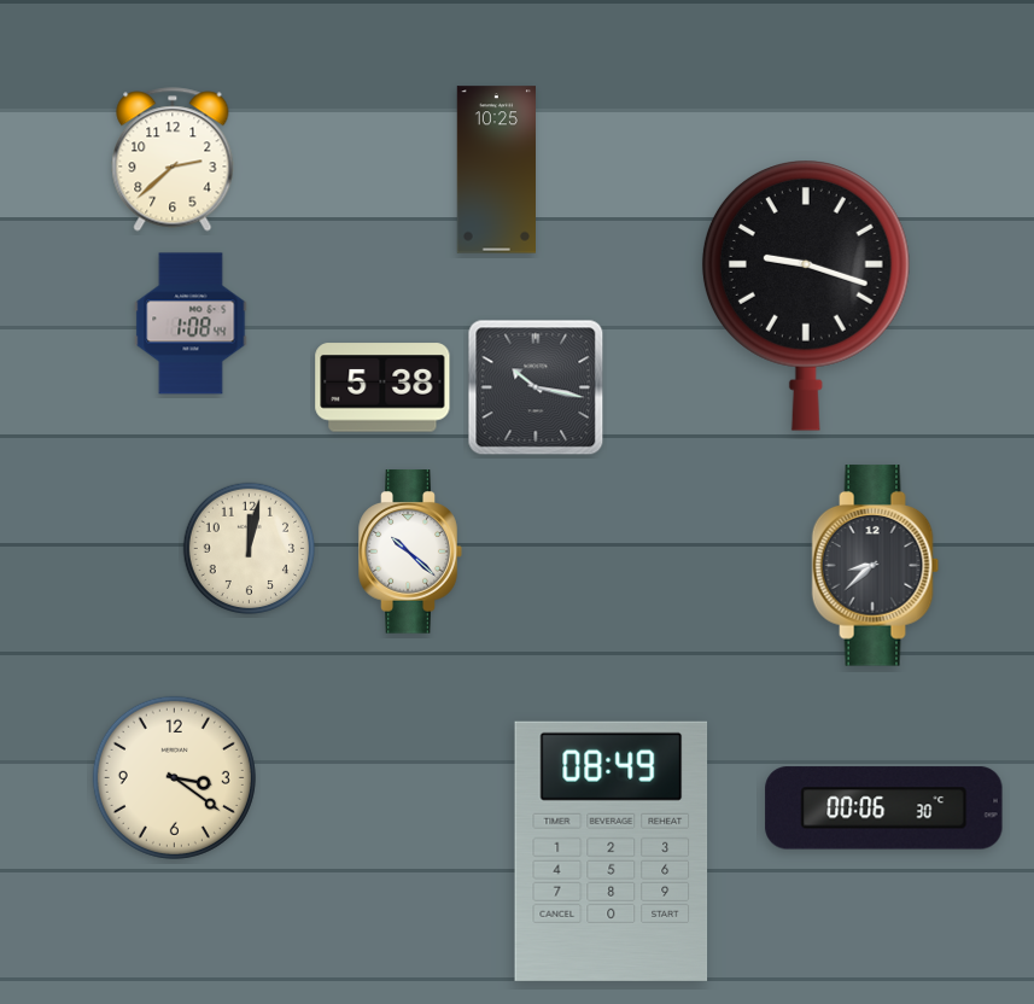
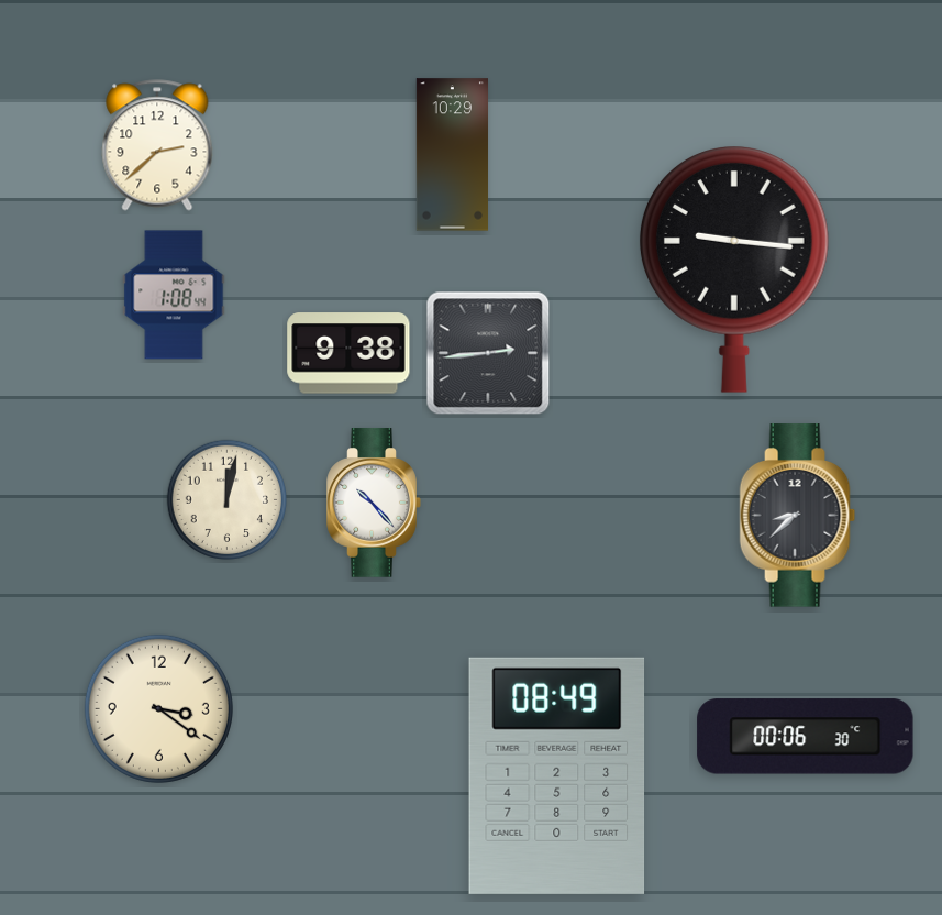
clock at (496, 170): 10:25 -> 10:29
clock at (806, 296): 9:18 -> 9:16
clock at (382, 387): 5:38 -> 9:38
clock at (536, 387): 10:17 -> 2:44
clock at (410, 551): 10:22 -> 10:23
